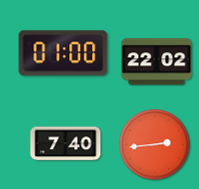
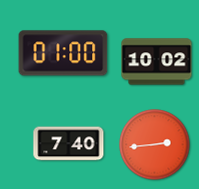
clock at (157, 62): 22:02 -> 10:02
clock at (66, 144) position: (66, 144) -> (69, 144)
